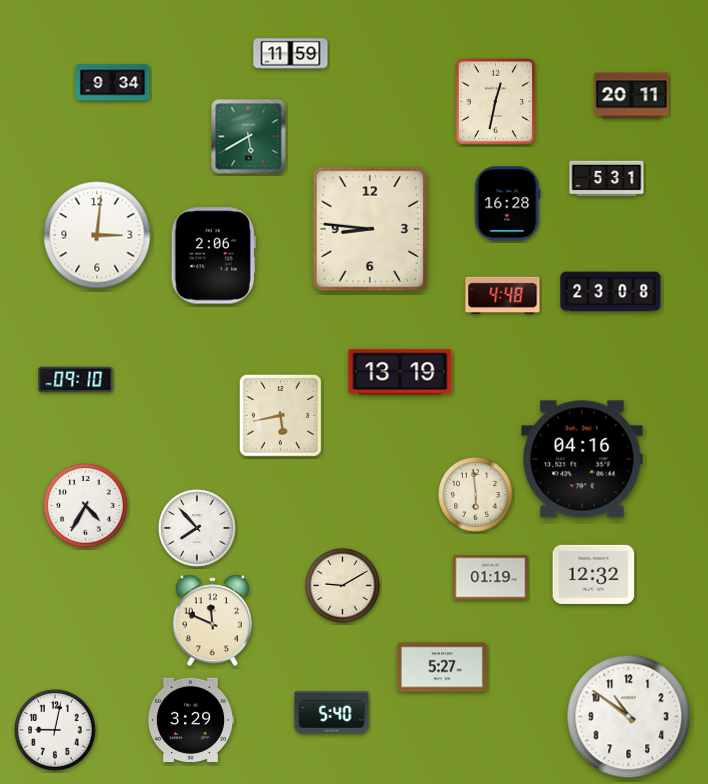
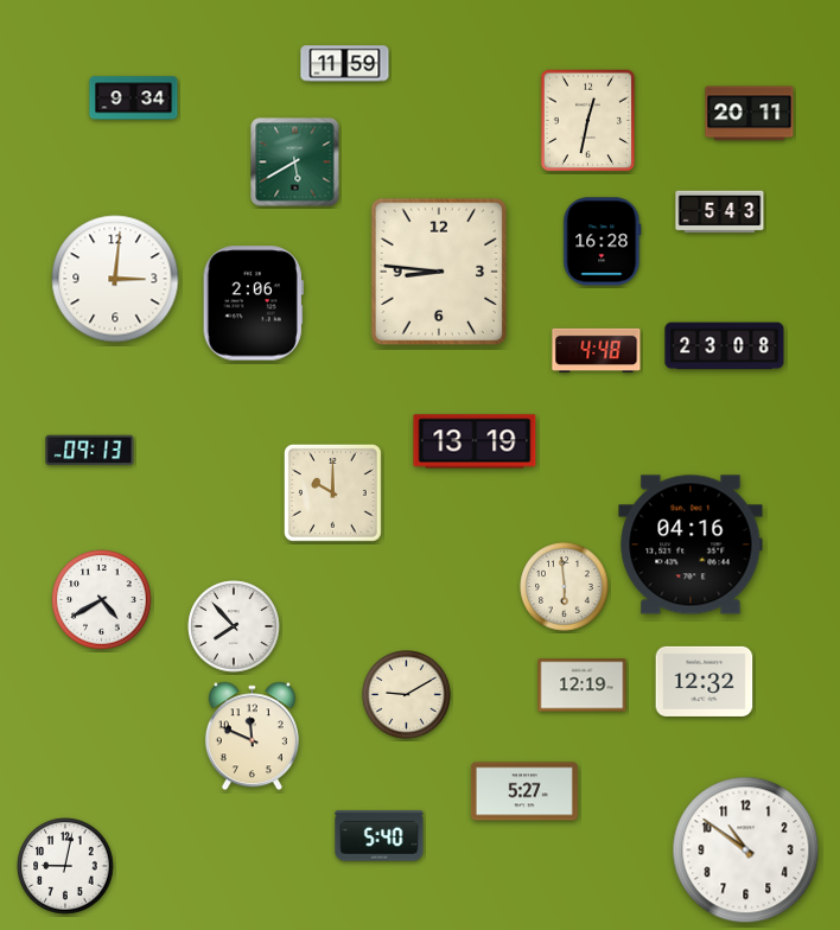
clock at (607, 179): 5:31 -> 5:43
clock at (76, 380): 09:10 -> 09:13
clock at (281, 416): 5:43 -> 10:00
clock at (86, 506): 4:35 -> 4:40
clock at (491, 578): 01:19 -> 12:19
clock at (332, 713) position: (332, 713) -> (380, 836)
clock at (190, 719): 3:29 -> none
